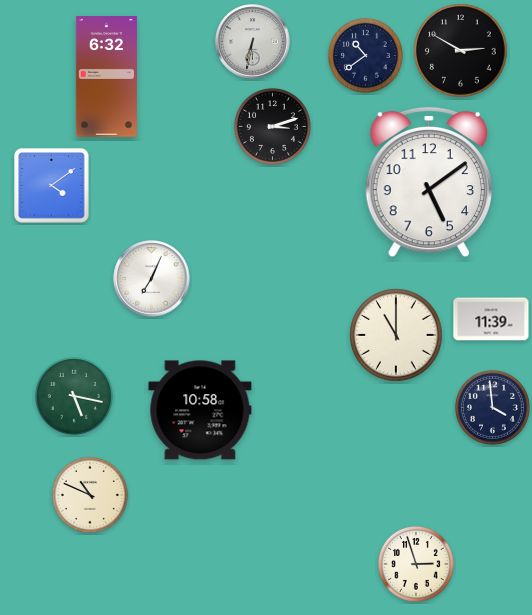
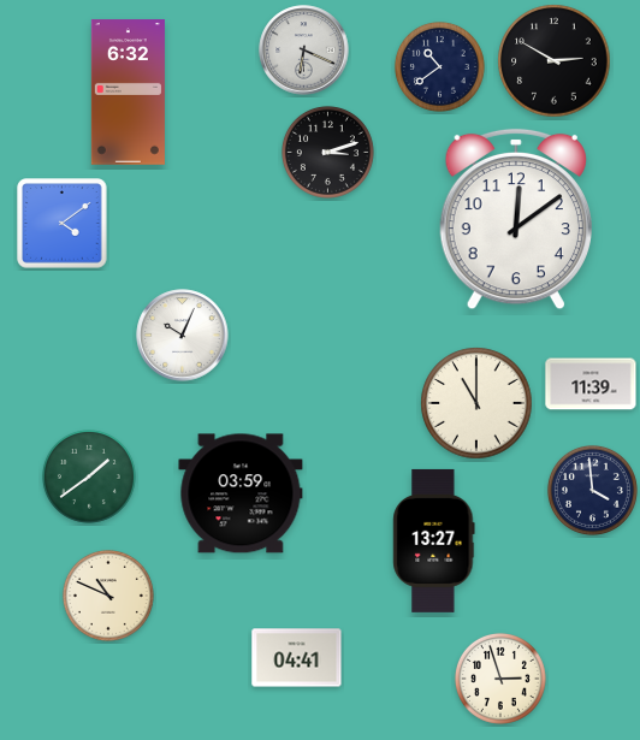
clock at (253, 42): 6:32 -> 6:19
clock at (429, 182): 5:09 -> 12:09
clock at (152, 279): 7:04 -> 10:04
clock at (74, 396): 5:17 -> 1:39
clock at (200, 410): 10:58 -> 03:59
clock at (434, 540): none -> 13:27
clock at (297, 658): none -> 04:41
